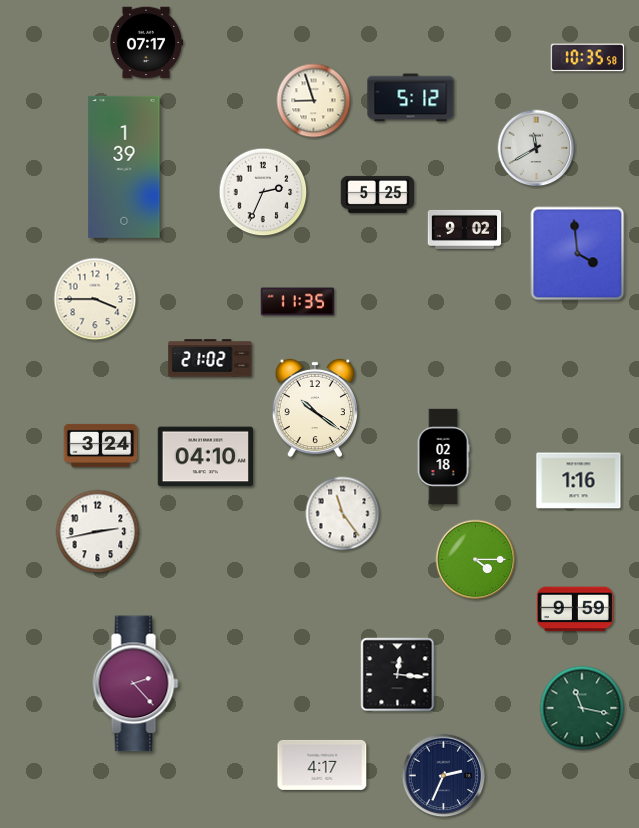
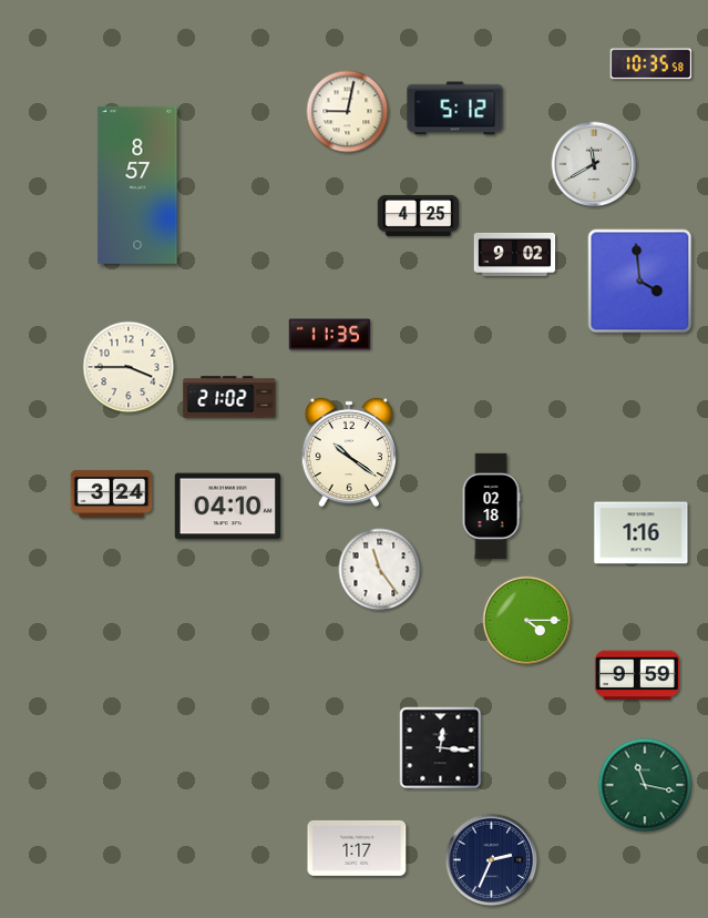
clock at (146, 43): 07:17 -> none
clock at (314, 101): 8:57 -> 9:02
clock at (124, 167): 1:39 -> 8:57
clock at (263, 192): 2:34 -> none
clock at (378, 194): 5:25 -> 4:25
clock at (95, 299) position: (95, 299) -> (129, 367)
clock at (210, 358) position: (210, 358) -> (229, 397)
clock at (98, 532): 2:43 -> none
clock at (136, 684): 2:23 -> none
clock at (322, 765): 4:17 -> 1:17
